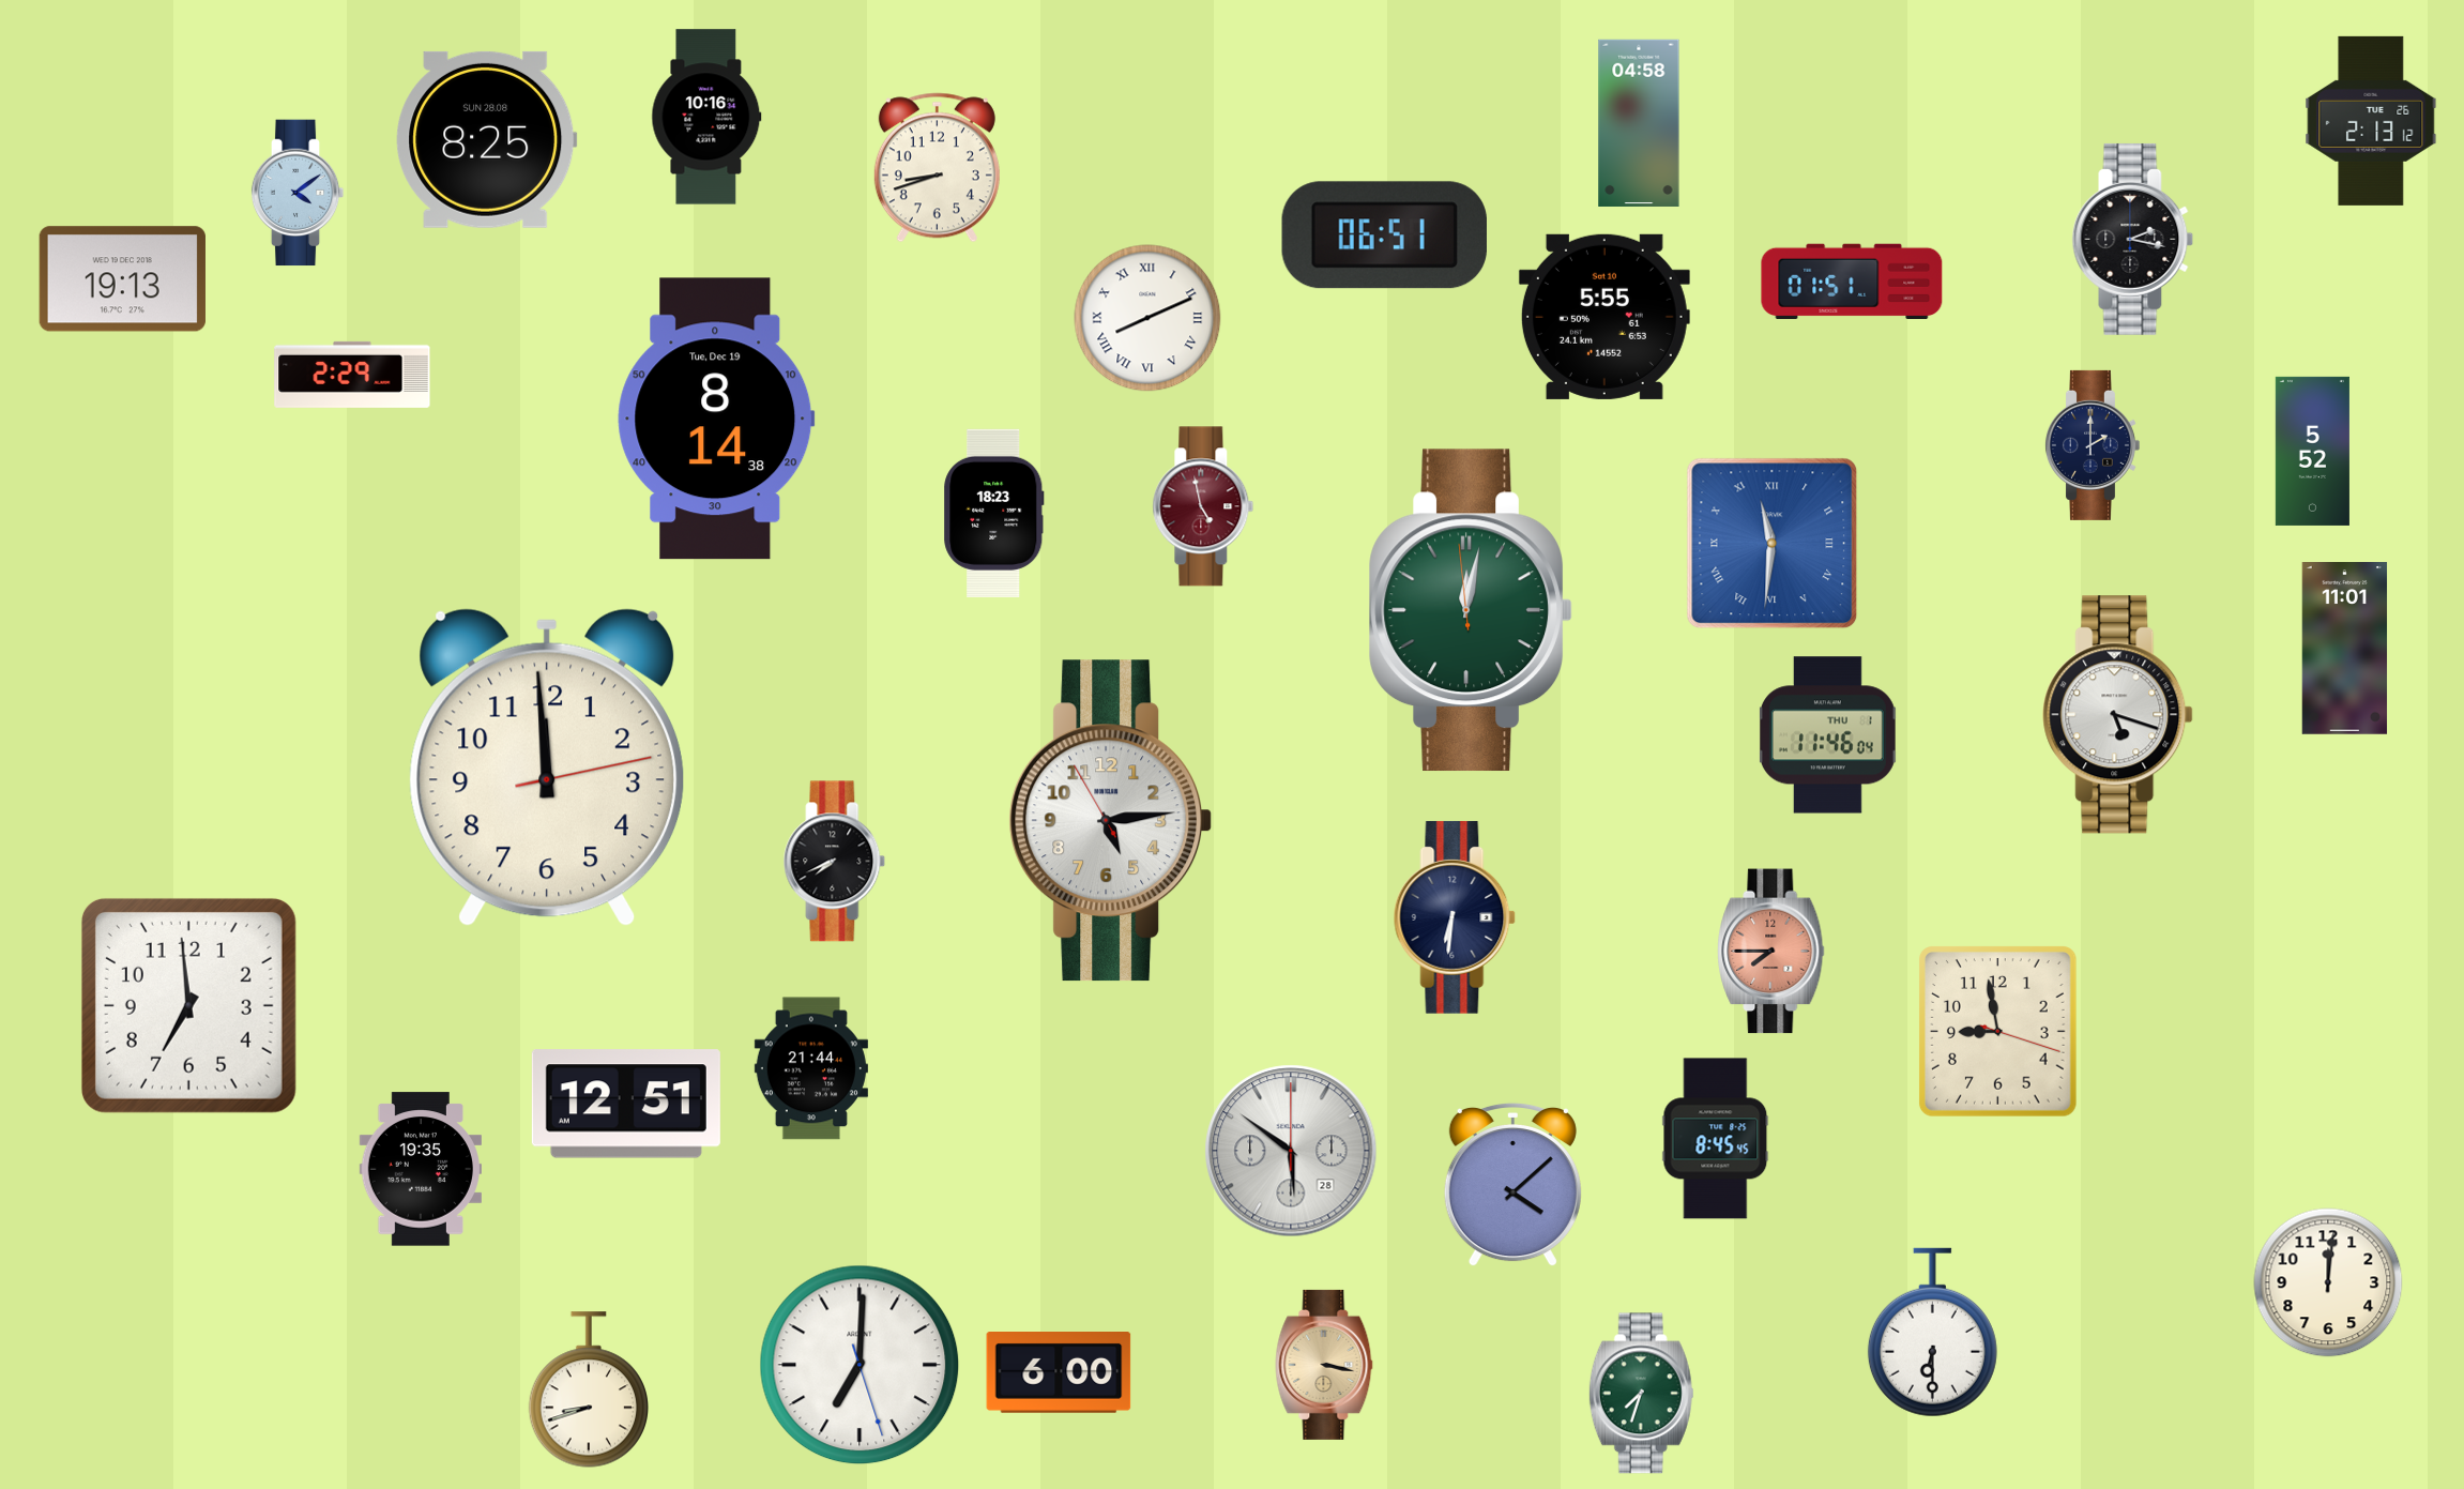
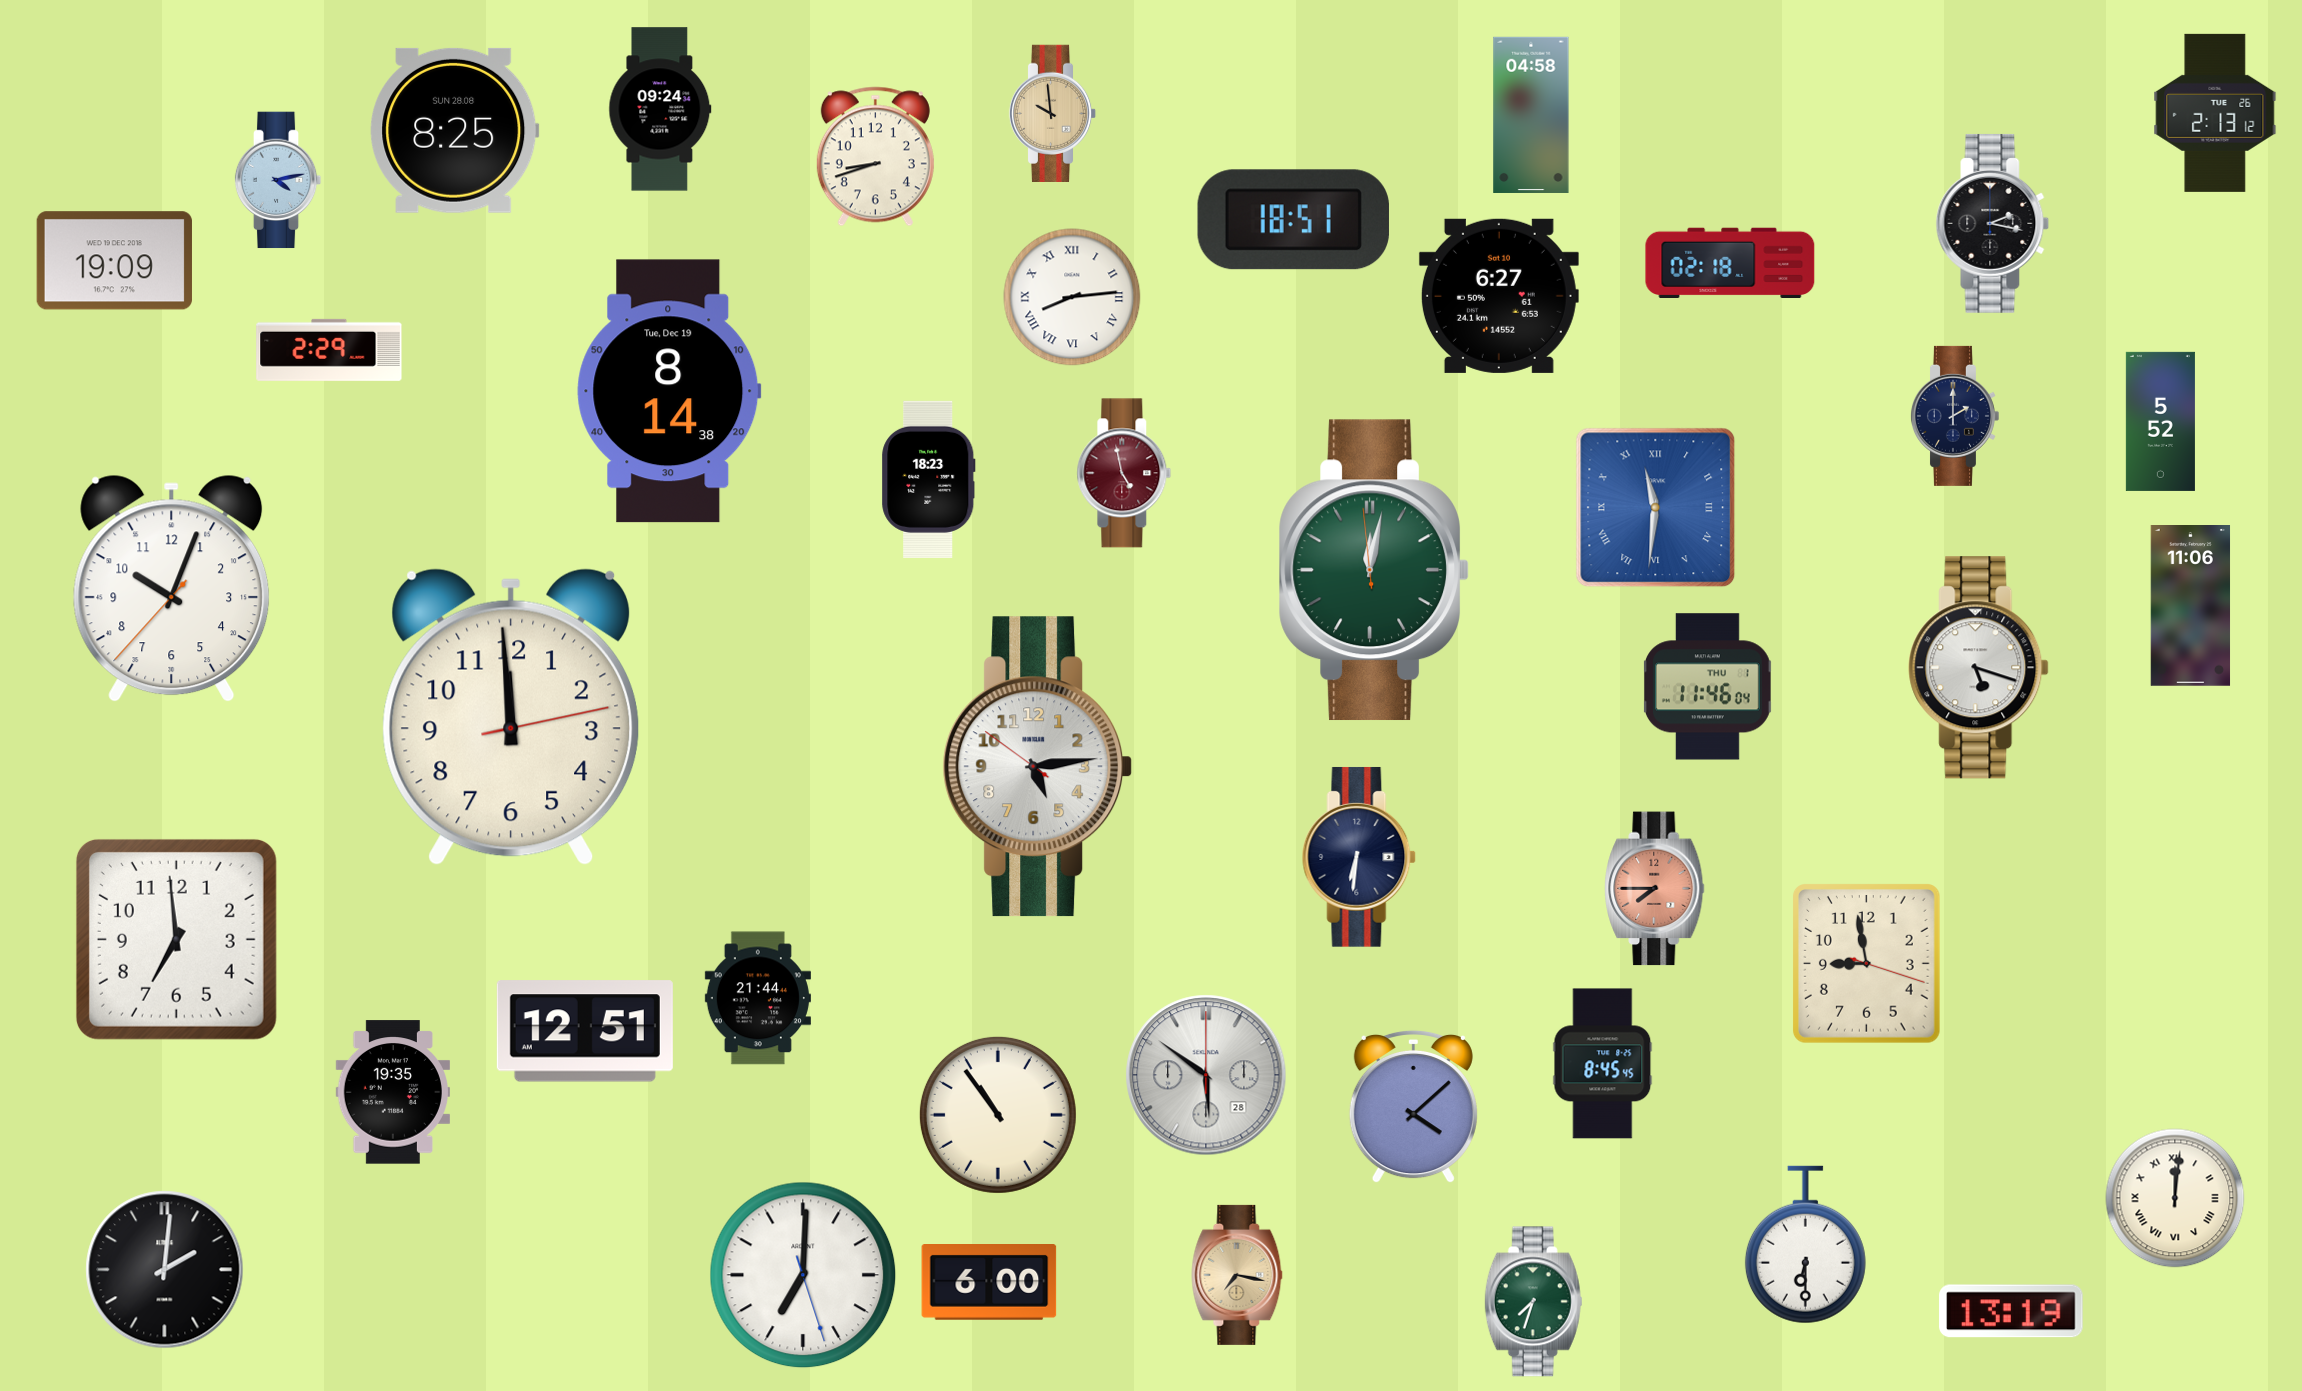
clock at (706, 117): 10:16 -> 09:24
clock at (1053, 113): none -> 9:59
clock at (298, 193): 4:09 -> 4:13
clock at (1384, 235): 06:51 -> 18:51
clock at (122, 279): 19:13 -> 19:09
clock at (1852, 280): 01:51 -> 02:18
clock at (1604, 317): 5:55 -> 6:27
clock at (1147, 318): 8:11 -> 8:14
clock at (172, 588): none -> 10:03
clock at (2345, 649): 11:01 -> 11:06
clock at (1111, 821): 5:13:55 -> 5:13:51
clock at (835, 862): 7:41 -> none
clock at (998, 1115): none -> 10:54
clock at (2328, 1282) numerals: Arabic -> Roman
clock at (165, 1270): none -> 2:01
clock at (1324, 1365): 3:17 -> 7:17
clock at (588, 1389): 8:42 -> none
clock at (2011, 1311): none -> 13:19
